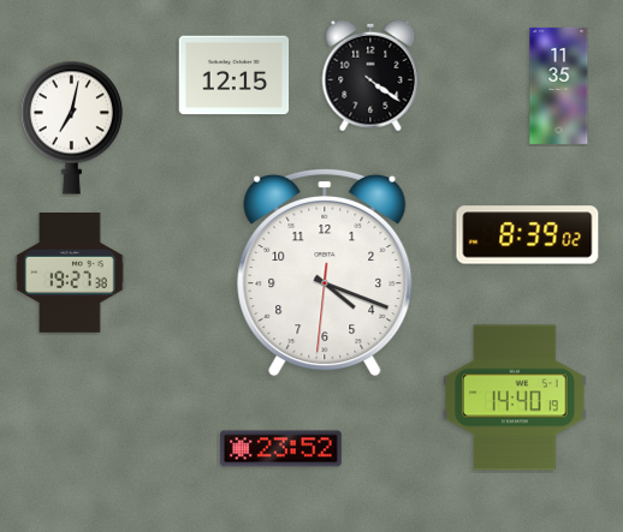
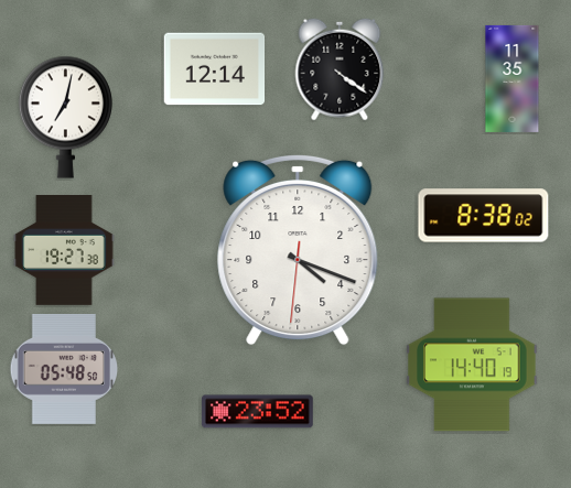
clock at (235, 76): 12:15 -> 12:14
clock at (528, 235): 8:39 -> 8:38
clock at (64, 369): none -> 05:48
